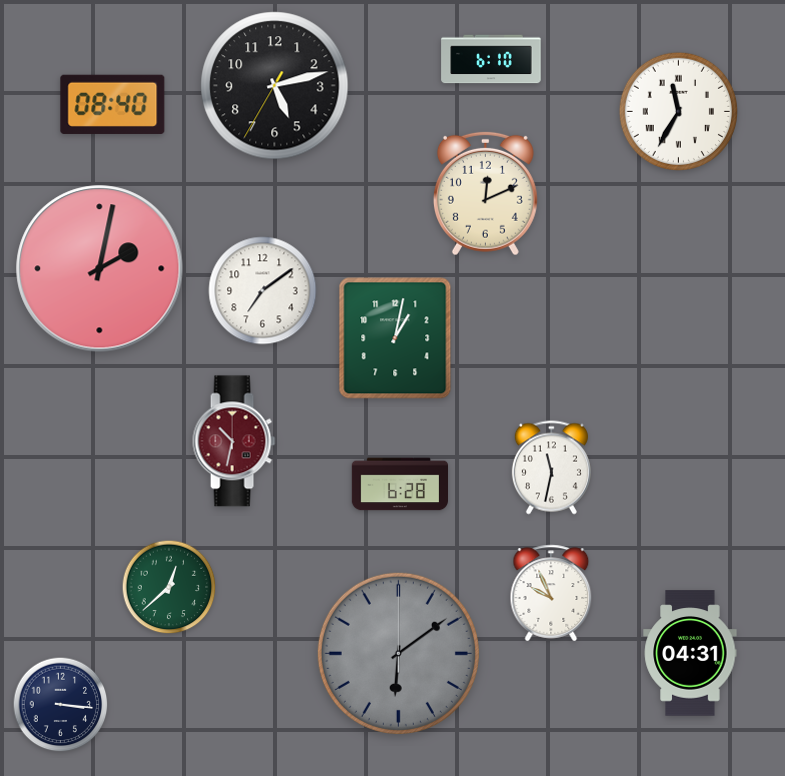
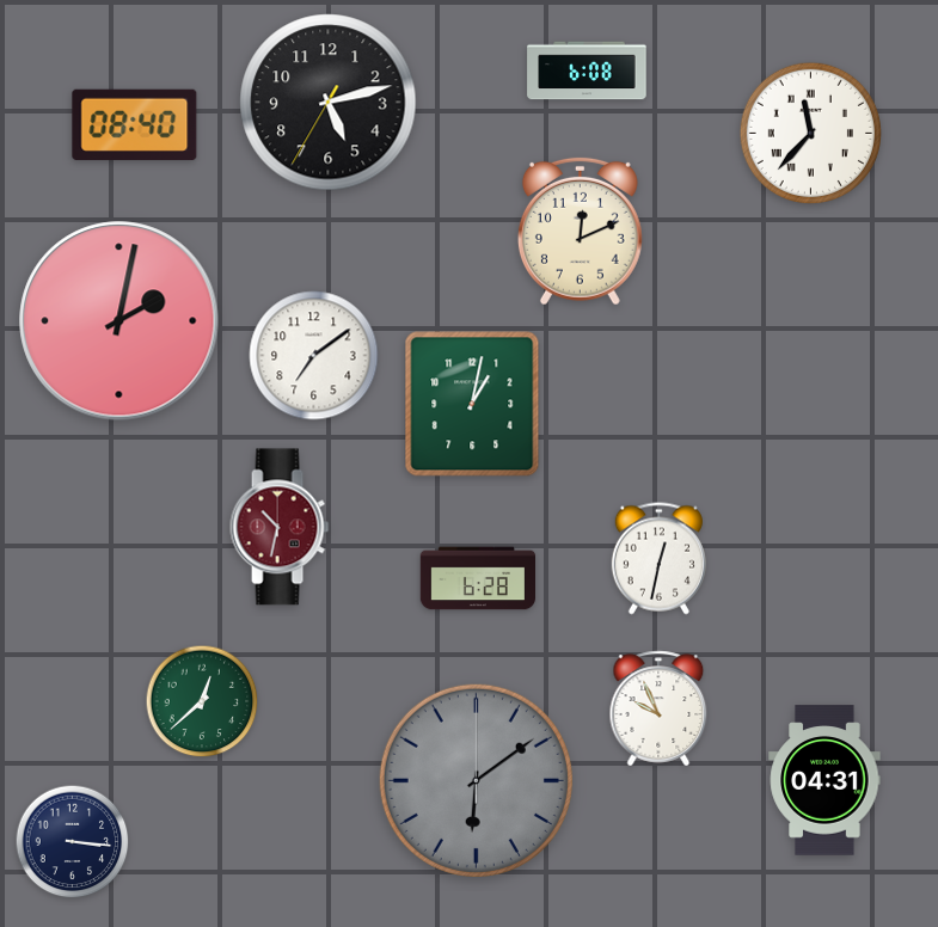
clock at (491, 59): 6:10 -> 6:08
clock at (678, 111): 11:35 -> 11:37
clock at (263, 291) position: (263, 291) -> (314, 356)
clock at (551, 468): 11:32 -> 12:32
